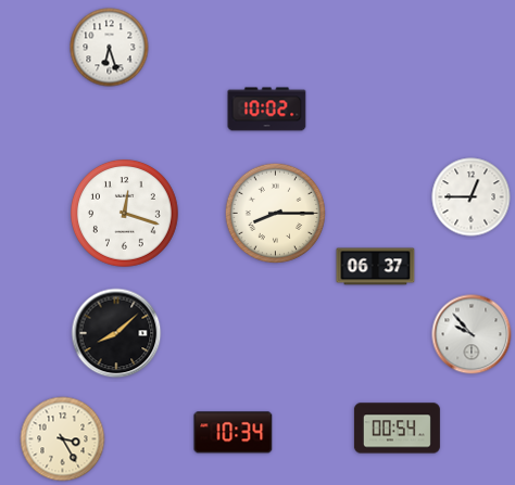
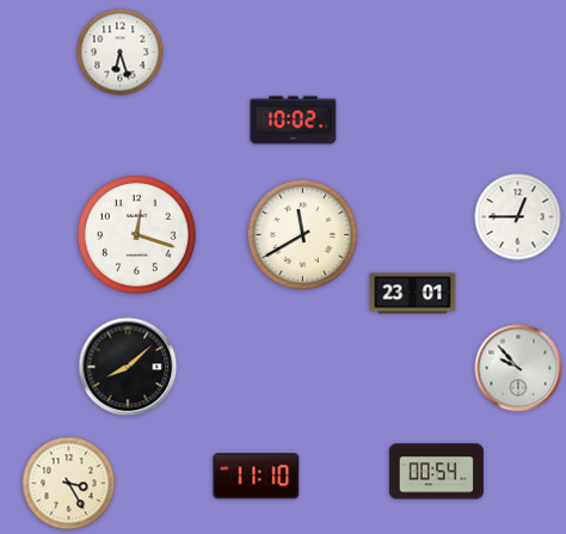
clock at (275, 213): 8:15 -> 11:40
clock at (376, 267): 06:37 -> 23:01
clock at (234, 433): 10:34 -> 11:10
